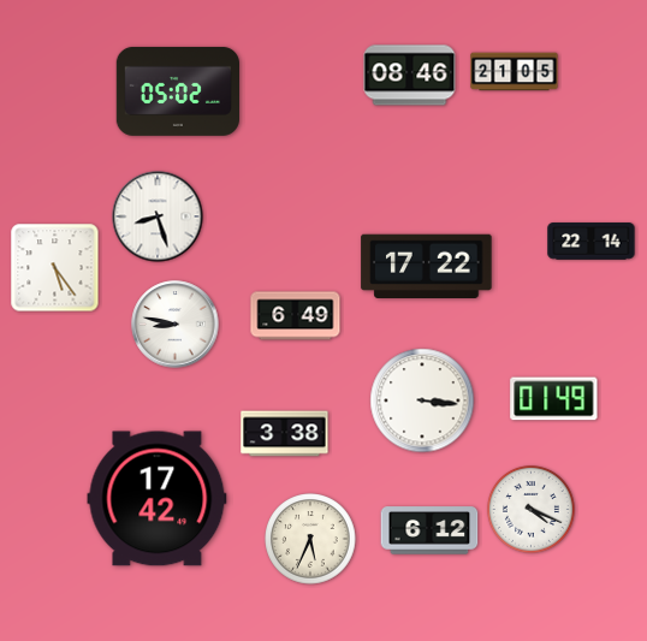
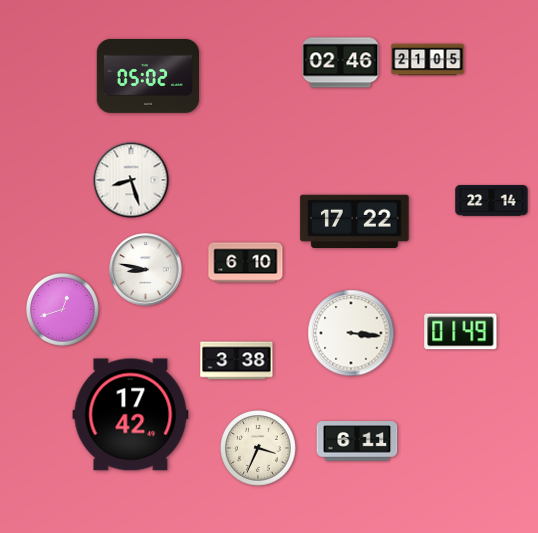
clock at (410, 76): 08:46 -> 02:46
clock at (55, 268): 5:24 -> none
clock at (296, 316): 6:49 -> 6:10
clock at (63, 310): none -> 12:42
clock at (532, 510): 4:19 -> none
clock at (429, 530): 6:12 -> 6:11
clock at (310, 539): 5:34 -> 3:34
